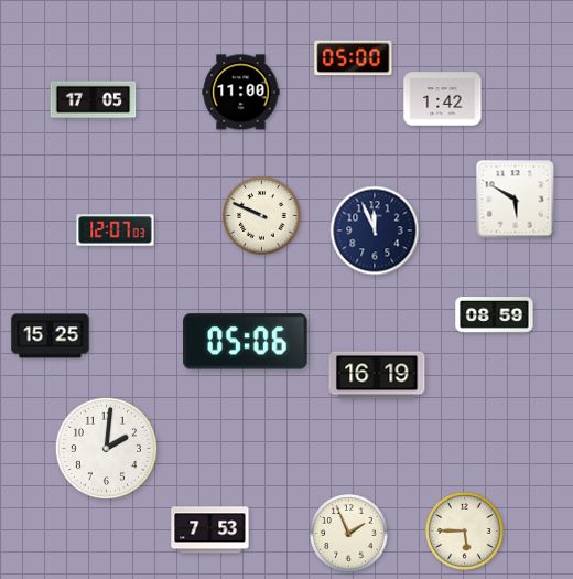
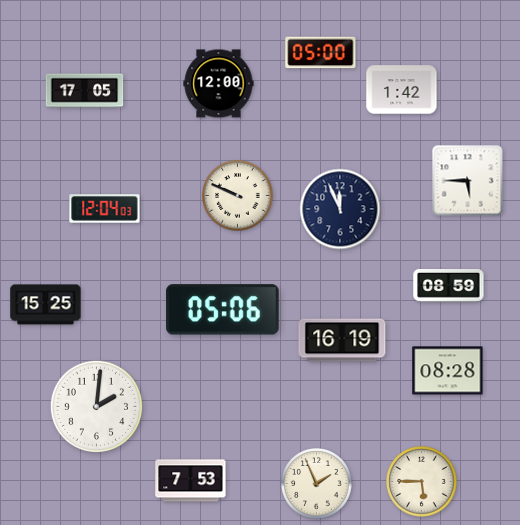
clock at (241, 93): 11:00 -> 12:00
clock at (516, 200): 5:50 -> 5:45
clock at (116, 230): 12:07 -> 12:04
clock at (448, 371): none -> 08:28
